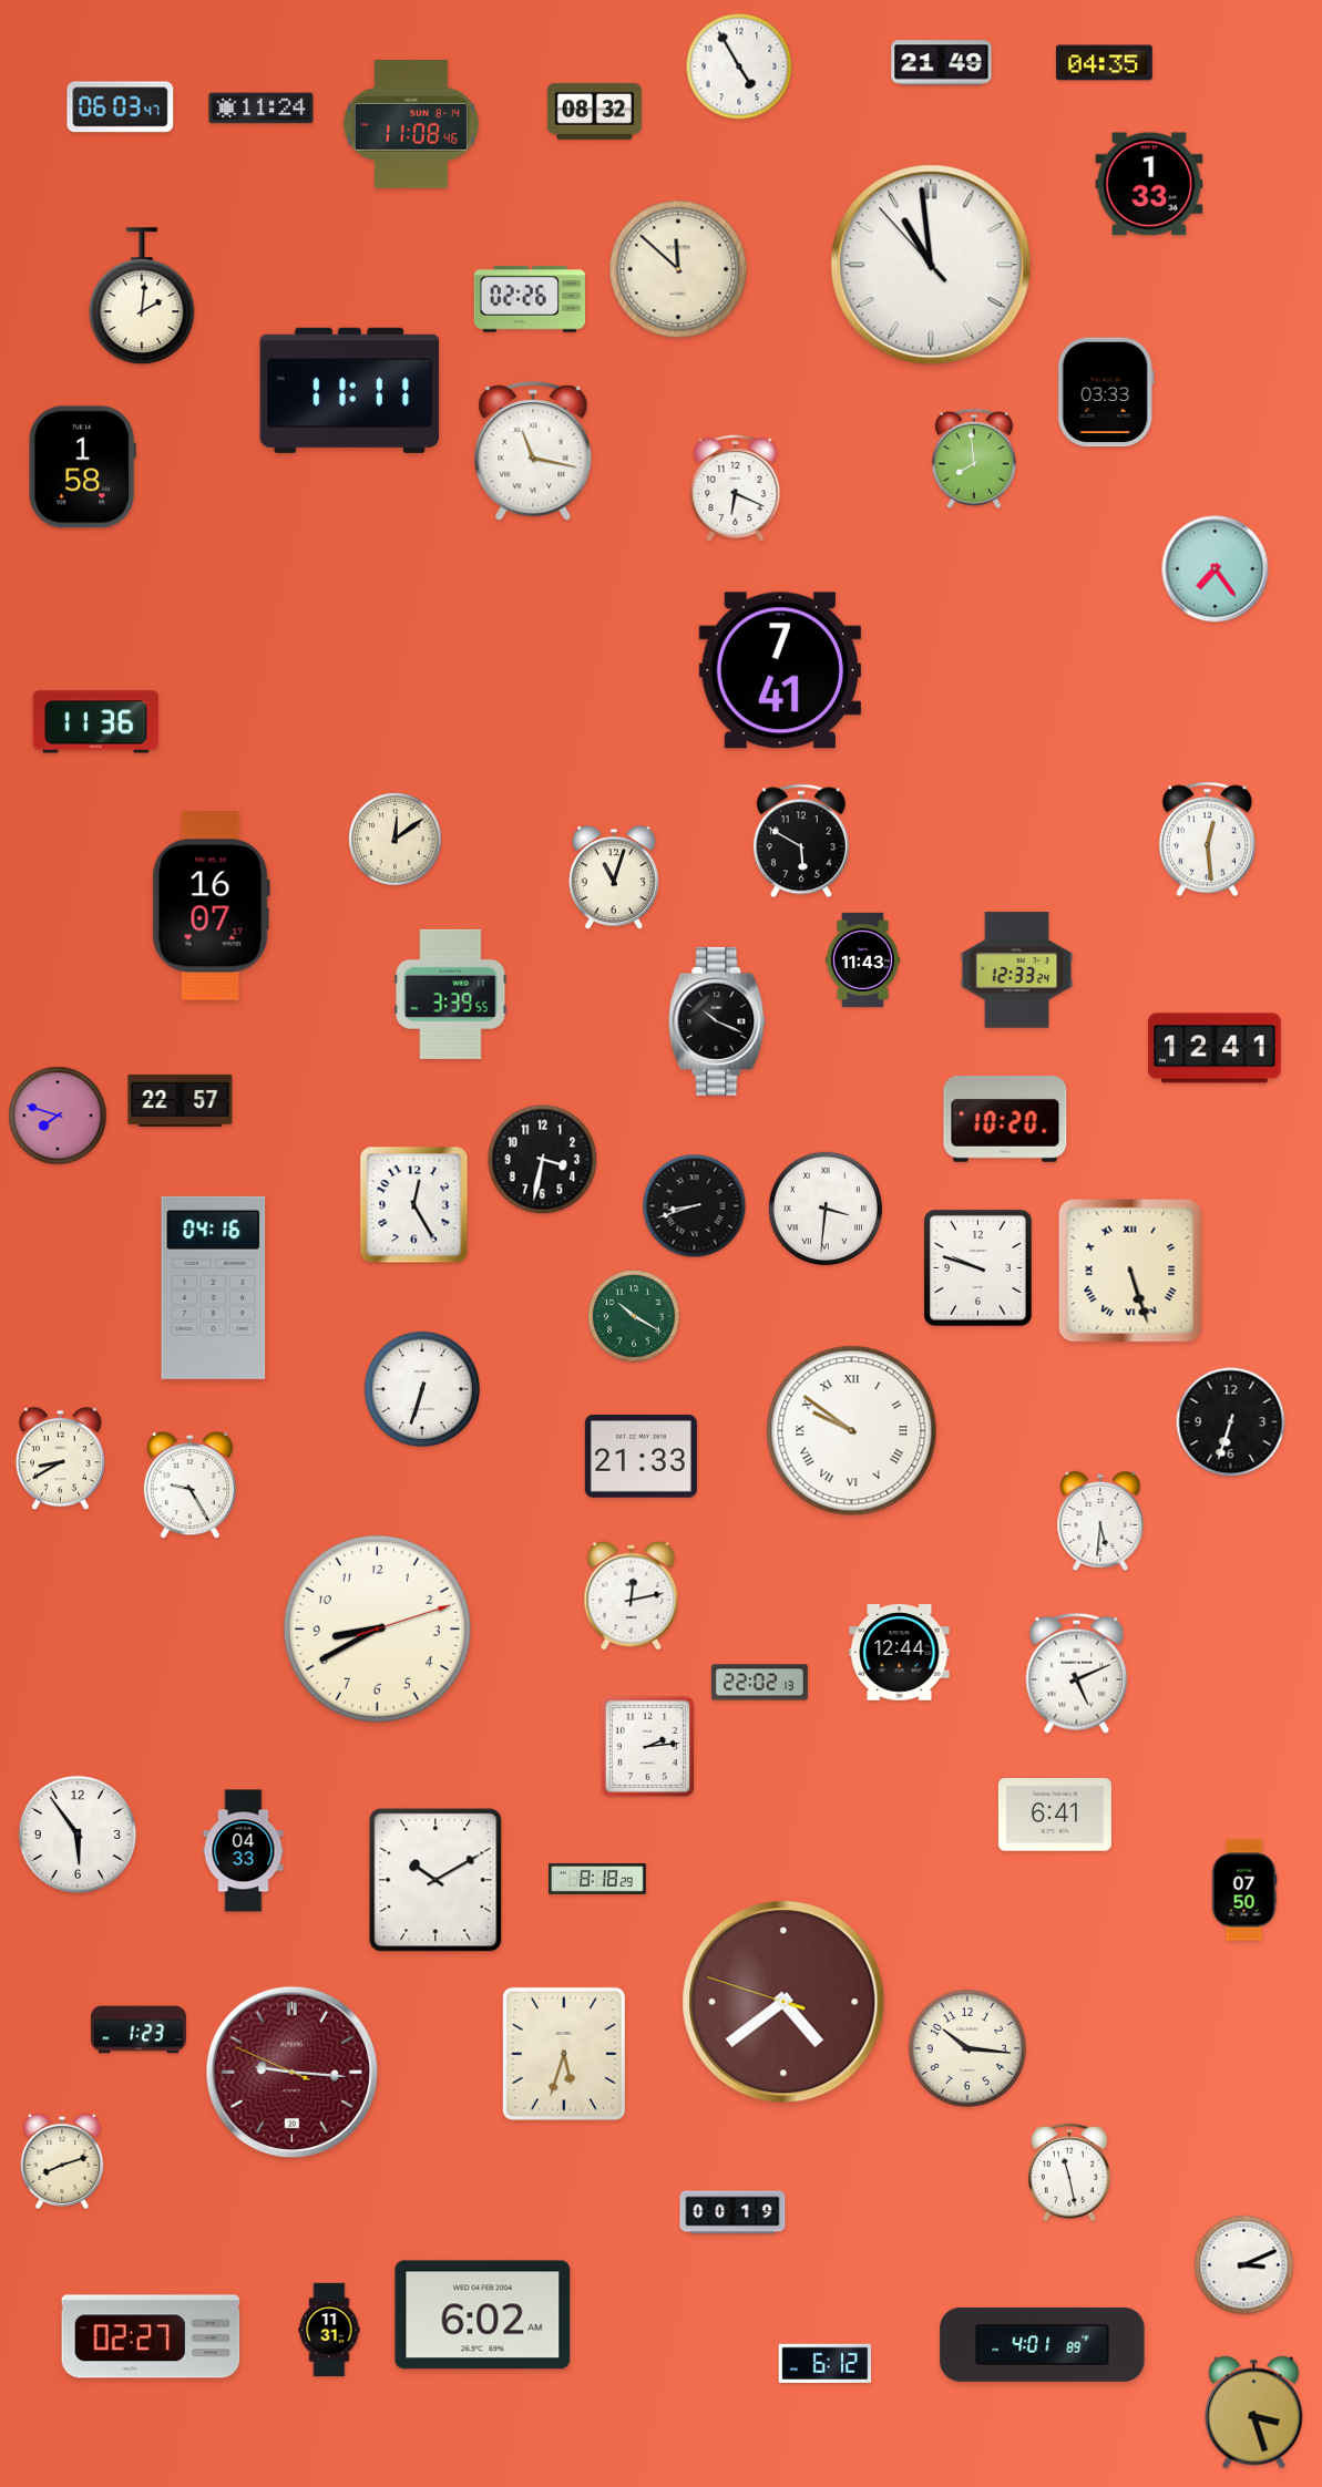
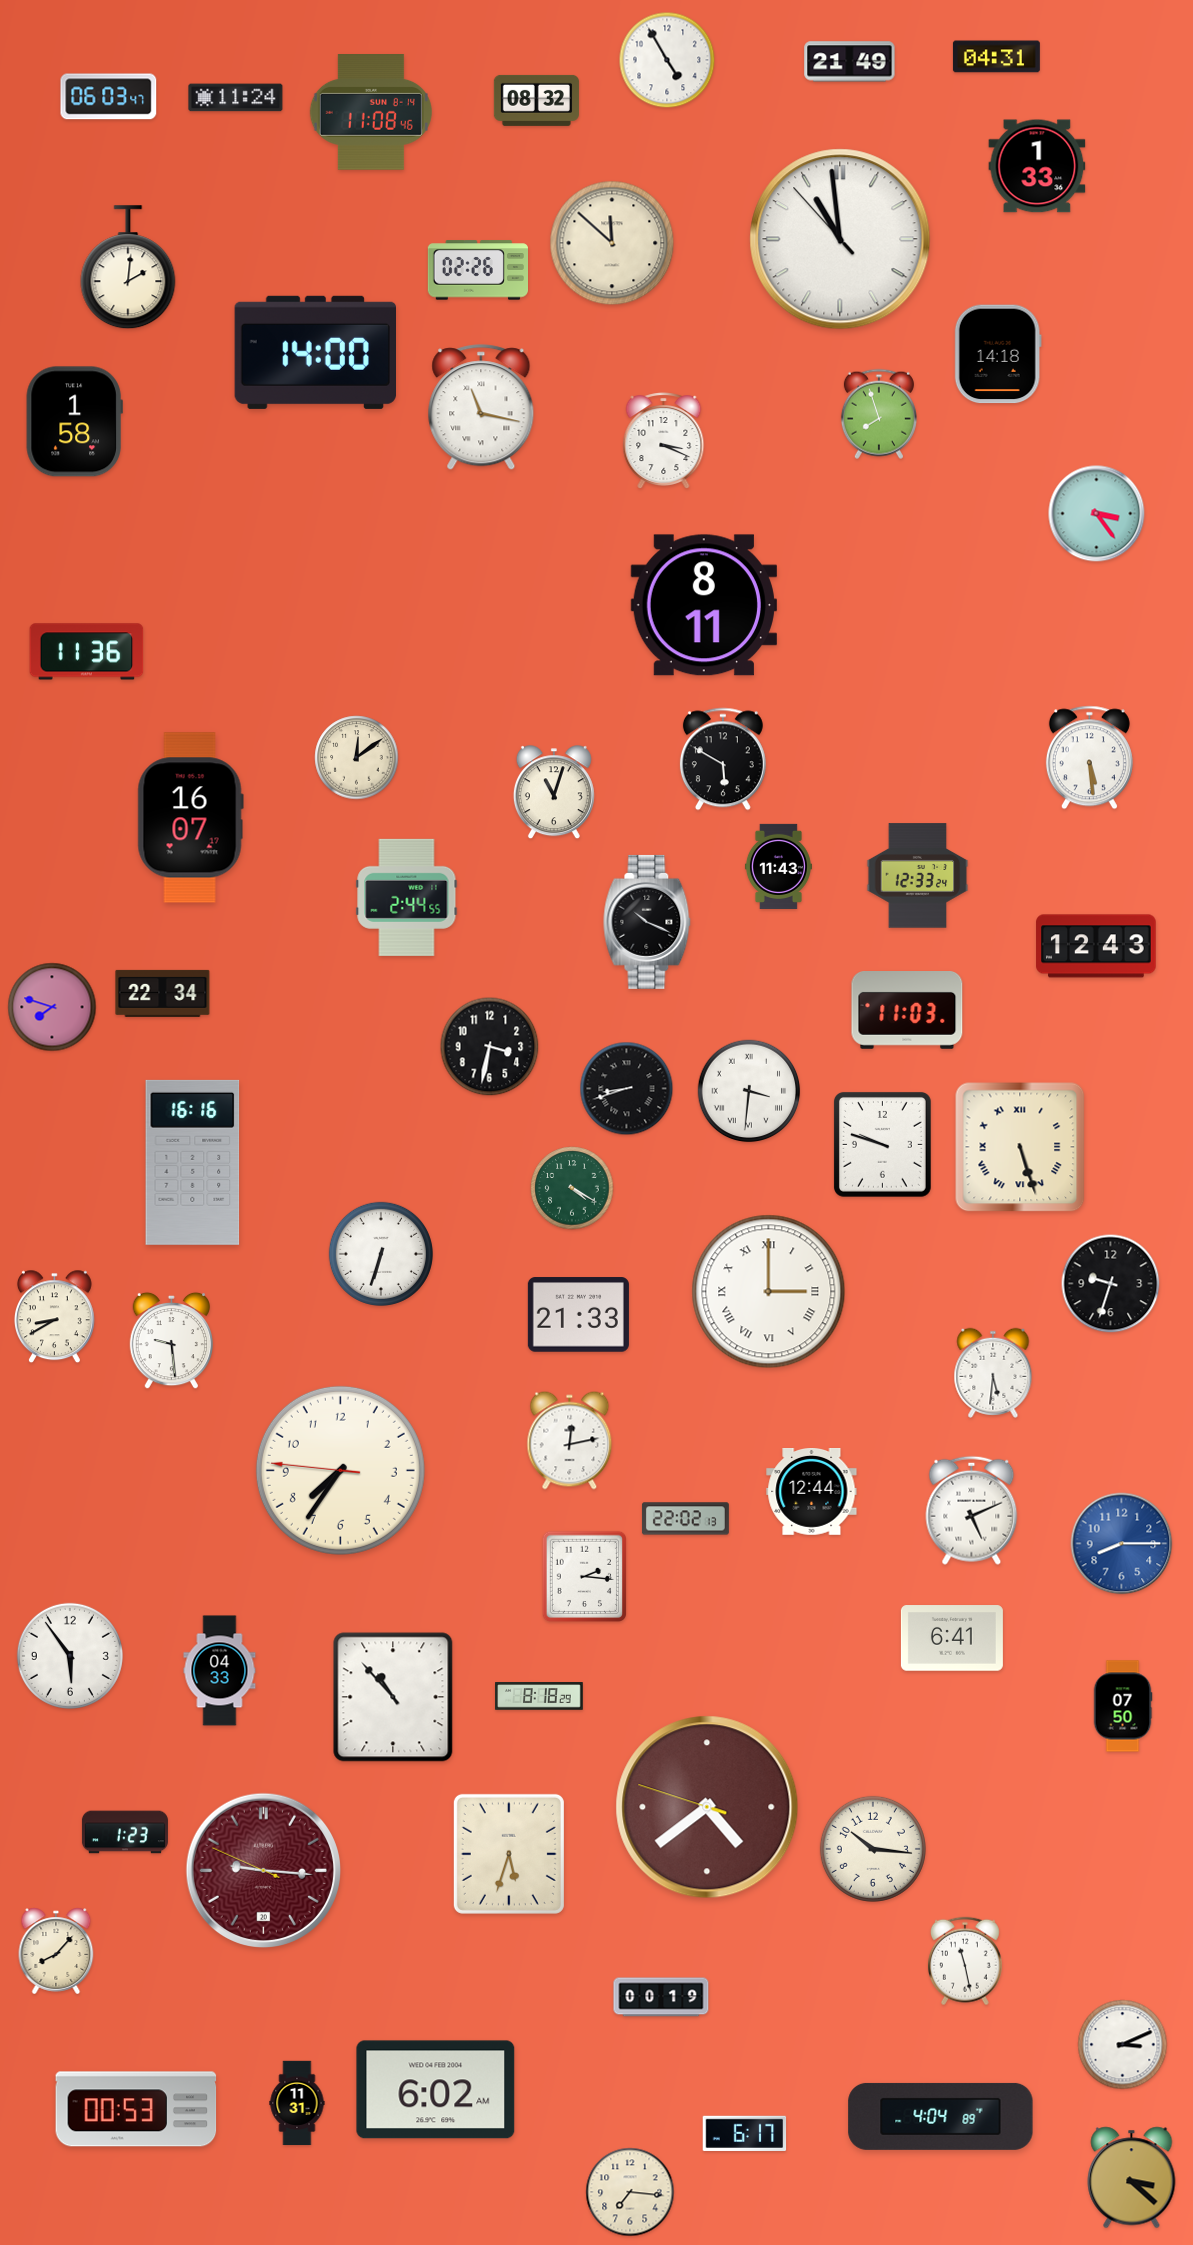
clock at (942, 63) position: (942, 63) -> (850, 62)
clock at (1104, 63): 04:35 -> 04:31
clock at (349, 390): 11:11 -> 14:00
clock at (1106, 392): 03:33 -> 14:18
clock at (974, 459): 7:59 -> 7:57
clock at (736, 489): 6:19 -> 3:19
clock at (1216, 569): 7:24 -> 3:24
clock at (780, 670): 7:41 -> 8:11
clock at (1207, 840): 12:29 -> 5:29
clock at (451, 994): 3:39 -> 2:44
clock at (1215, 1048): 12:41 -> 12:43
clock at (181, 1100): 22:57 -> 22:34
clock at (1005, 1120): 10:20 -> 11:03
clock at (414, 1205): 12:25 -> none
clock at (826, 1209) position: (826, 1209) -> (749, 1091)
clock at (214, 1287): 04:16 -> 16:16
clock at (634, 1316): 10:20 -> 4:20
clock at (1231, 1422): 6:33 -> 9:33
clock at (852, 1431): 9:51 -> 3:00
clock at (189, 1486): 9:25 -> 9:29
clock at (377, 1628): 8:40 -> 7:35
clock at (1122, 1544): none -> 8:15
clock at (647, 1747): 2:14 -> 2:16
clock at (435, 1880): 10:10 -> 10:53
clock at (62, 2161): 8:12 -> 8:07
clock at (151, 2336): 02:27 -> 00:53
clock at (1043, 2344): 4:01 -> 4:04
clock at (826, 2363): 6:12 -> 6:17
clock at (1254, 2413): 3:27 -> 3:22
clock at (630, 2192): none -> 7:16
